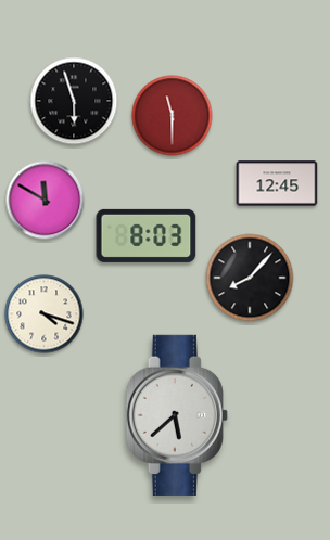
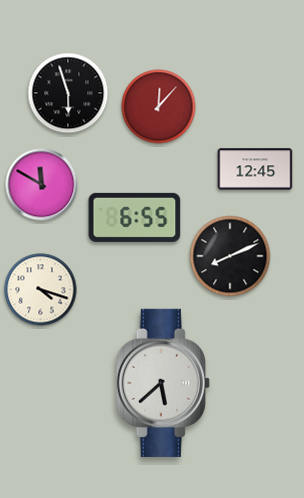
clock at (173, 116): 11:30 -> 12:07
clock at (147, 235): 8:03 -> 6:55
clock at (250, 278): 8:07 -> 8:11
